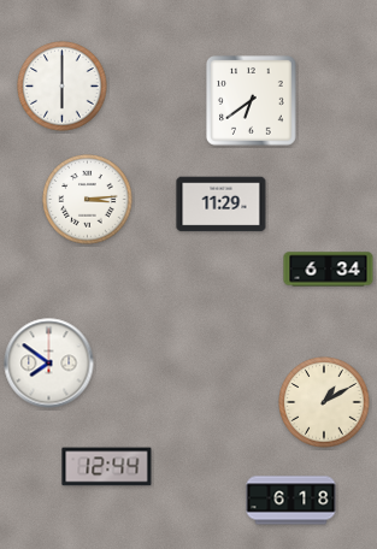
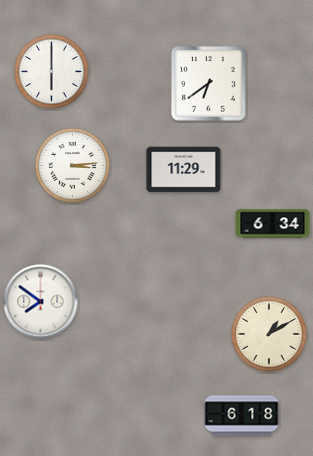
clock at (107, 467): 12:44 -> none
